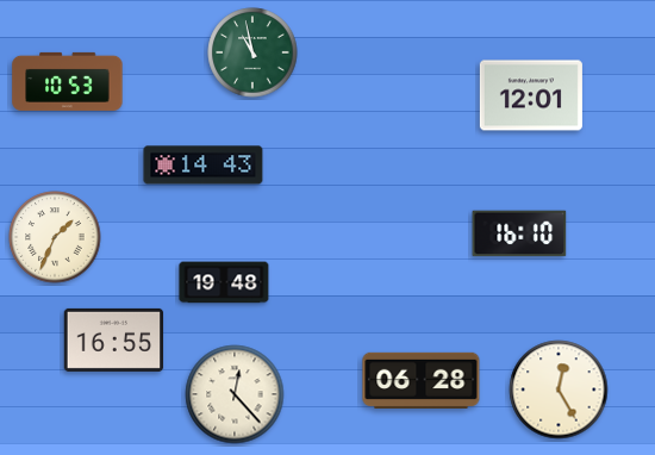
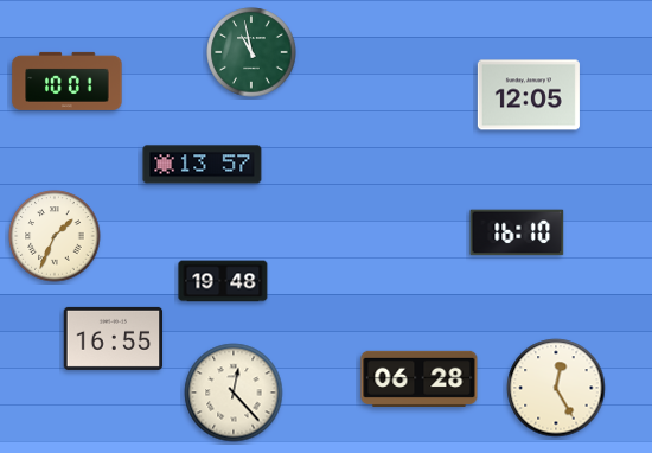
clock at (68, 81): 10:53 -> 10:01
clock at (531, 95): 12:01 -> 12:05
clock at (204, 166): 14:43 -> 13:57
